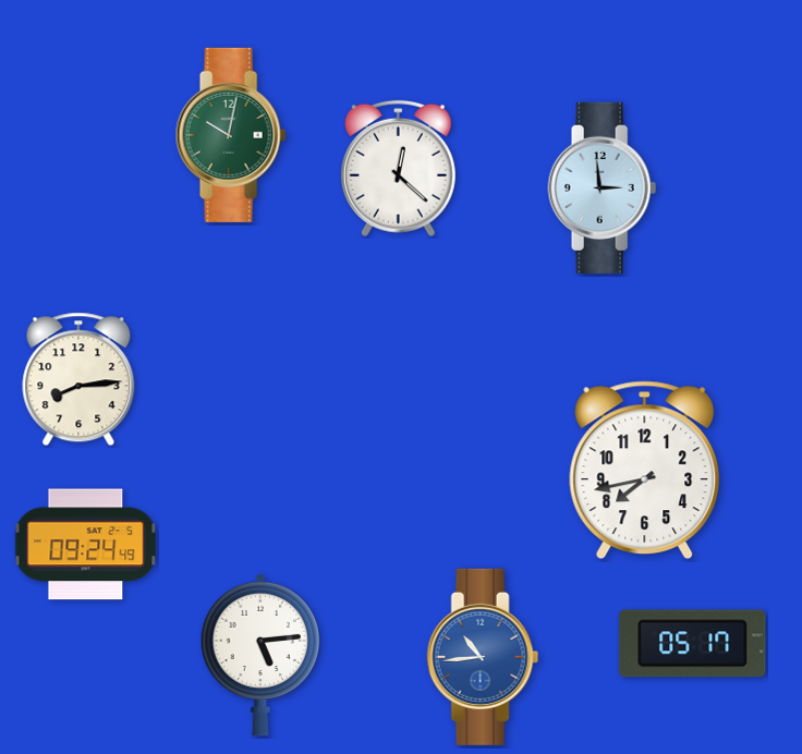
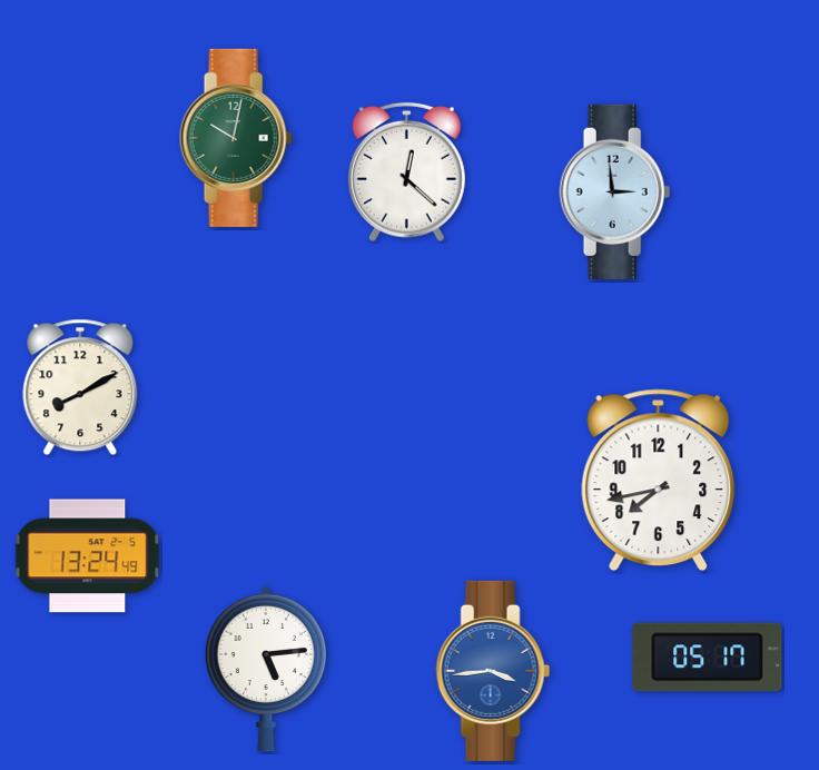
clock at (78, 379): 8:14 -> 8:10
clock at (86, 545): 09:24 -> 13:24
clock at (483, 657): 10:44 -> 3:44
